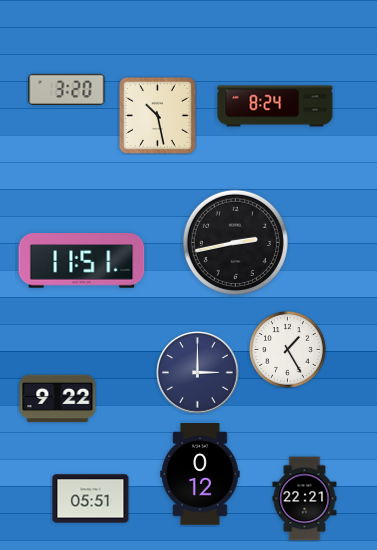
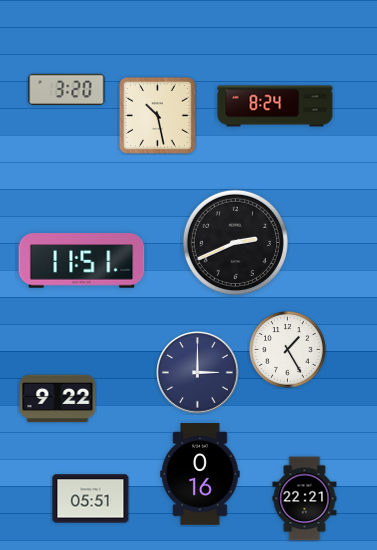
clock at (235, 242): 2:43 -> 2:41
clock at (200, 474): 0:12 -> 0:16
